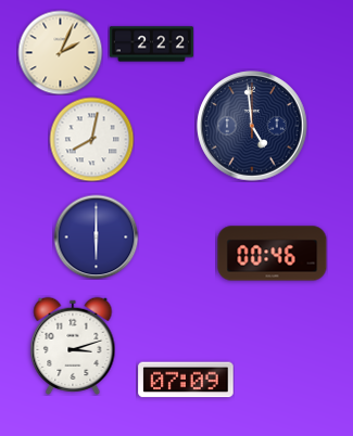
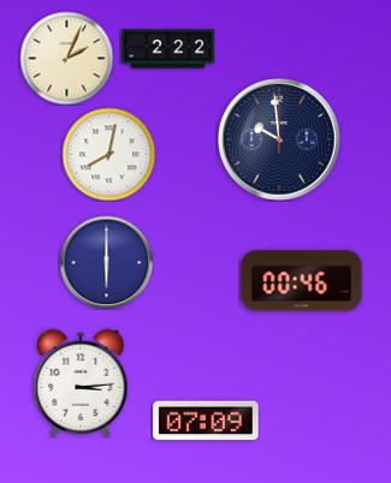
clock at (252, 126): 4:59 -> 9:59
clock at (91, 139) position: (91, 139) -> (108, 154)
clock at (73, 346): 3:12 -> 3:14
